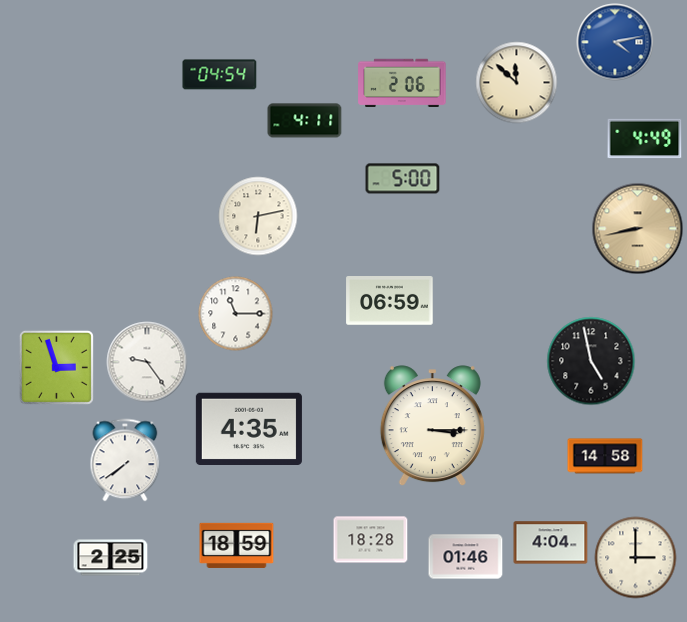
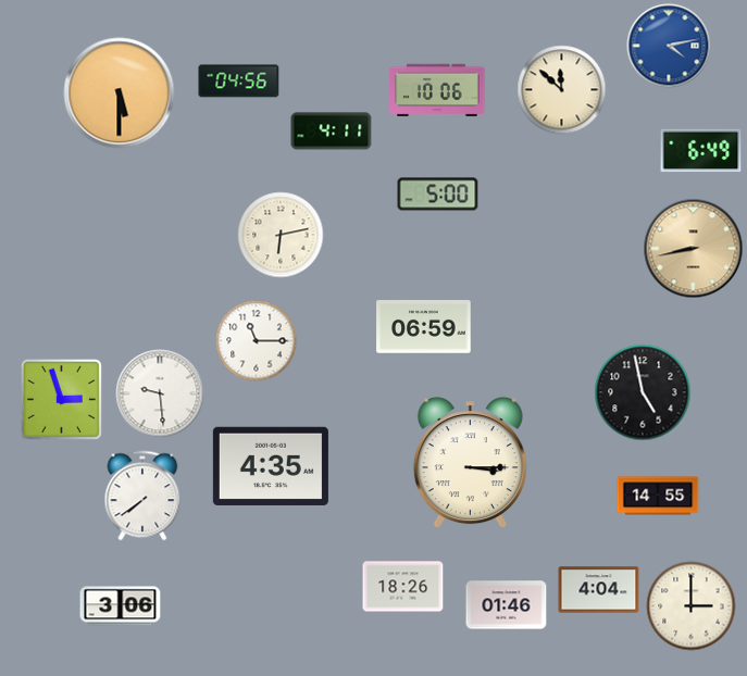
clock at (220, 75): 04:54 -> 04:56
clock at (402, 83): 2:06 -> 10:06
clock at (120, 93): none -> 5:30
clock at (645, 139): 4:49 -> 6:49
clock at (147, 362): 9:24 -> 9:29
clock at (605, 456): 14:58 -> 14:55
clock at (125, 460) position: (125, 460) -> (142, 496)
clock at (371, 540): 18:28 -> 18:26
clock at (237, 545): 18:59 -> none
clock at (111, 558): 2:25 -> 3:06
